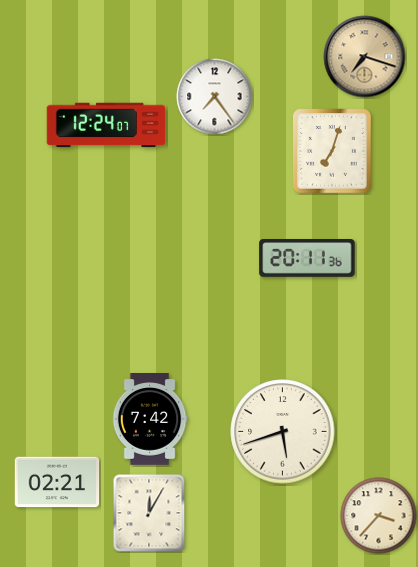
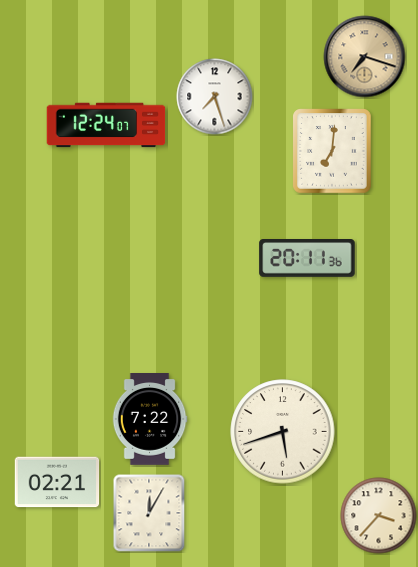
clock at (215, 97): 7:24 -> 7:27
clock at (332, 151): 7:03 -> 7:01
clock at (150, 420): 7:42 -> 7:22
